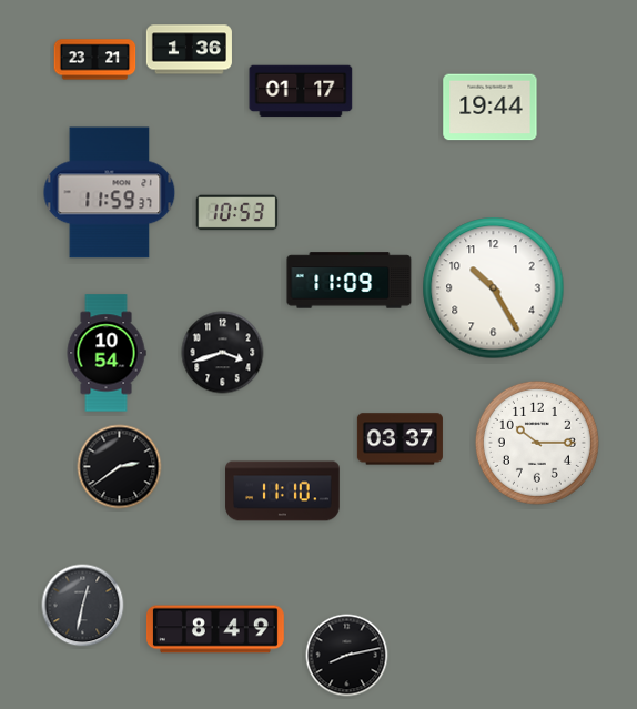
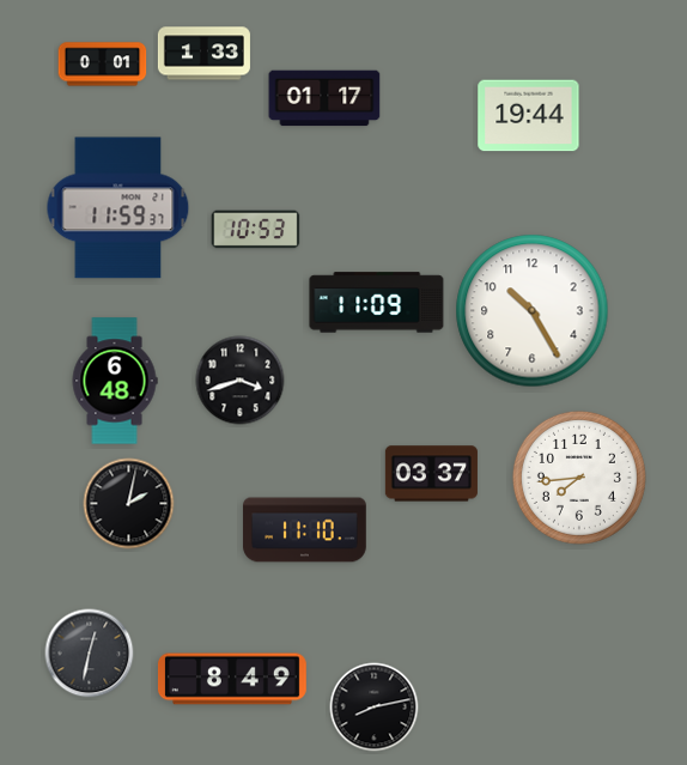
clock at (189, 50): 1:36 -> 1:33
clock at (95, 60): 23:21 -> 0:01
clock at (107, 353): 10:54 -> 6:48
clock at (537, 443): 10:15 -> 7:44
clock at (120, 467): 2:39 -> 2:02
